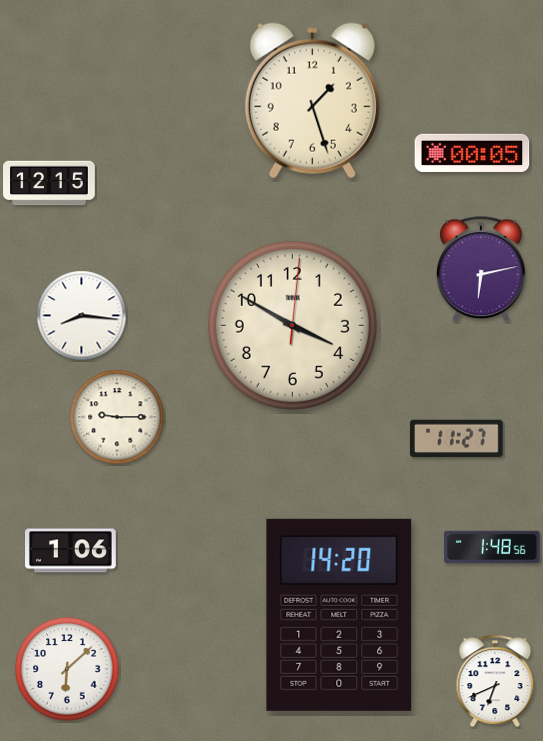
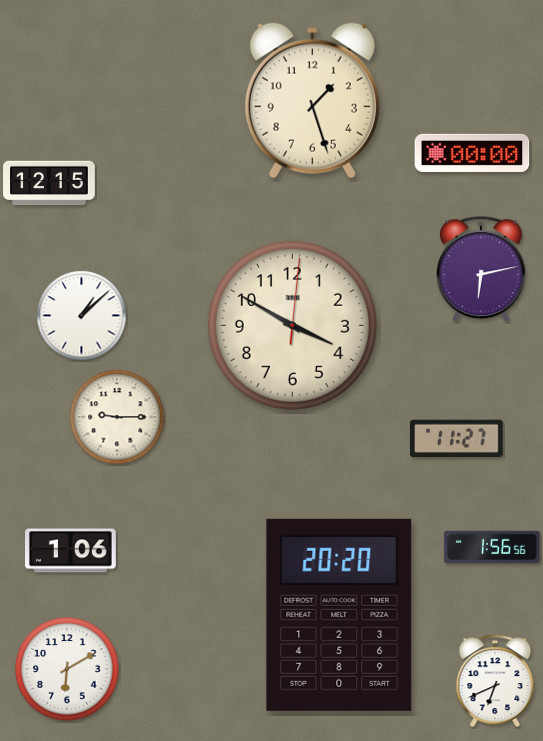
clock at (472, 153): 00:05 -> 00:00
clock at (82, 316): 8:16 -> 1:08
clock at (492, 546): 1:48 -> 1:56
clock at (339, 615): 14:20 -> 20:20
clock at (67, 669): 6:08 -> 6:10
